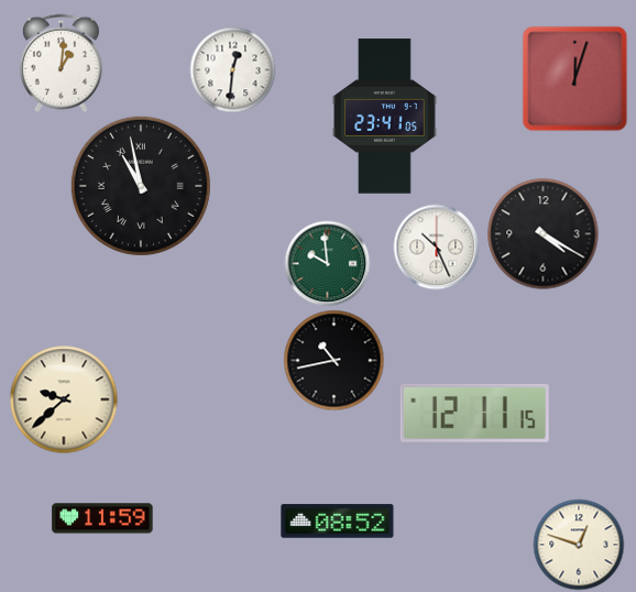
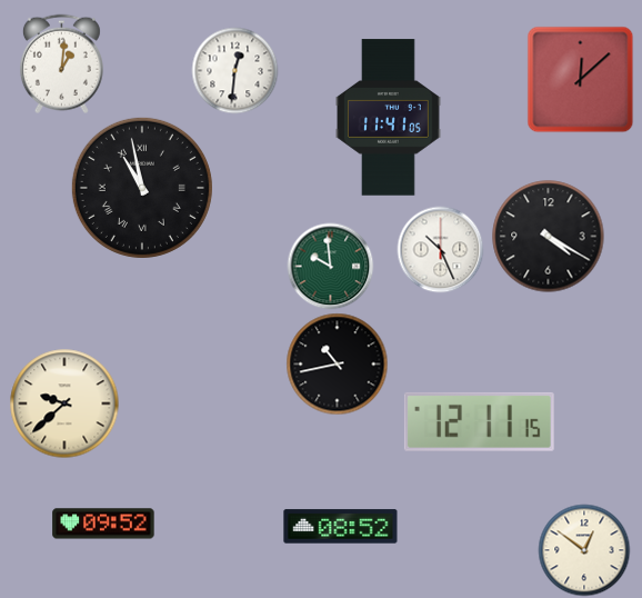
clock at (574, 78): 12:03 -> 12:08
clock at (385, 117): 23:41 -> 11:41
clock at (474, 413) position: (474, 413) -> (479, 421)
clock at (102, 518): 11:59 -> 09:52
clock at (579, 545): 12:48 -> 12:51
